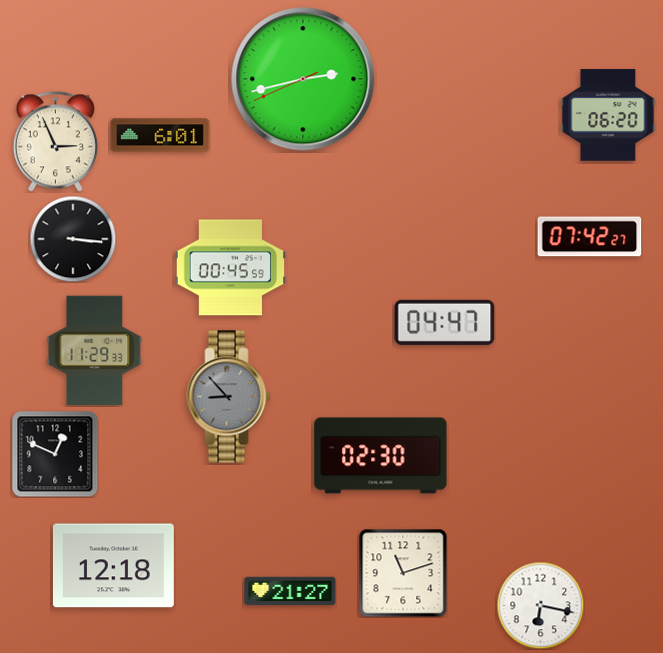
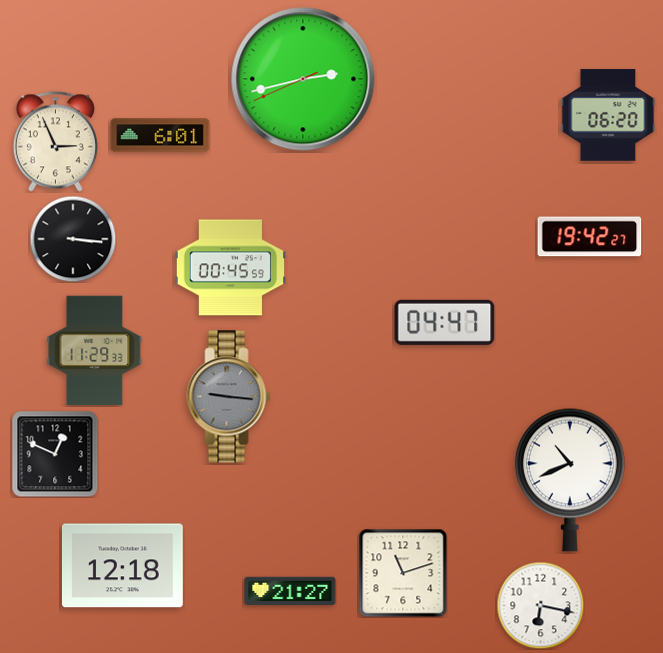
clock at (590, 237): 07:42 -> 19:42
clock at (229, 397): 8:53 -> 9:16
clock at (381, 456): 02:30 -> none
clock at (570, 480): none -> 10:41
clock at (113, 566) position: (113, 566) -> (122, 566)
